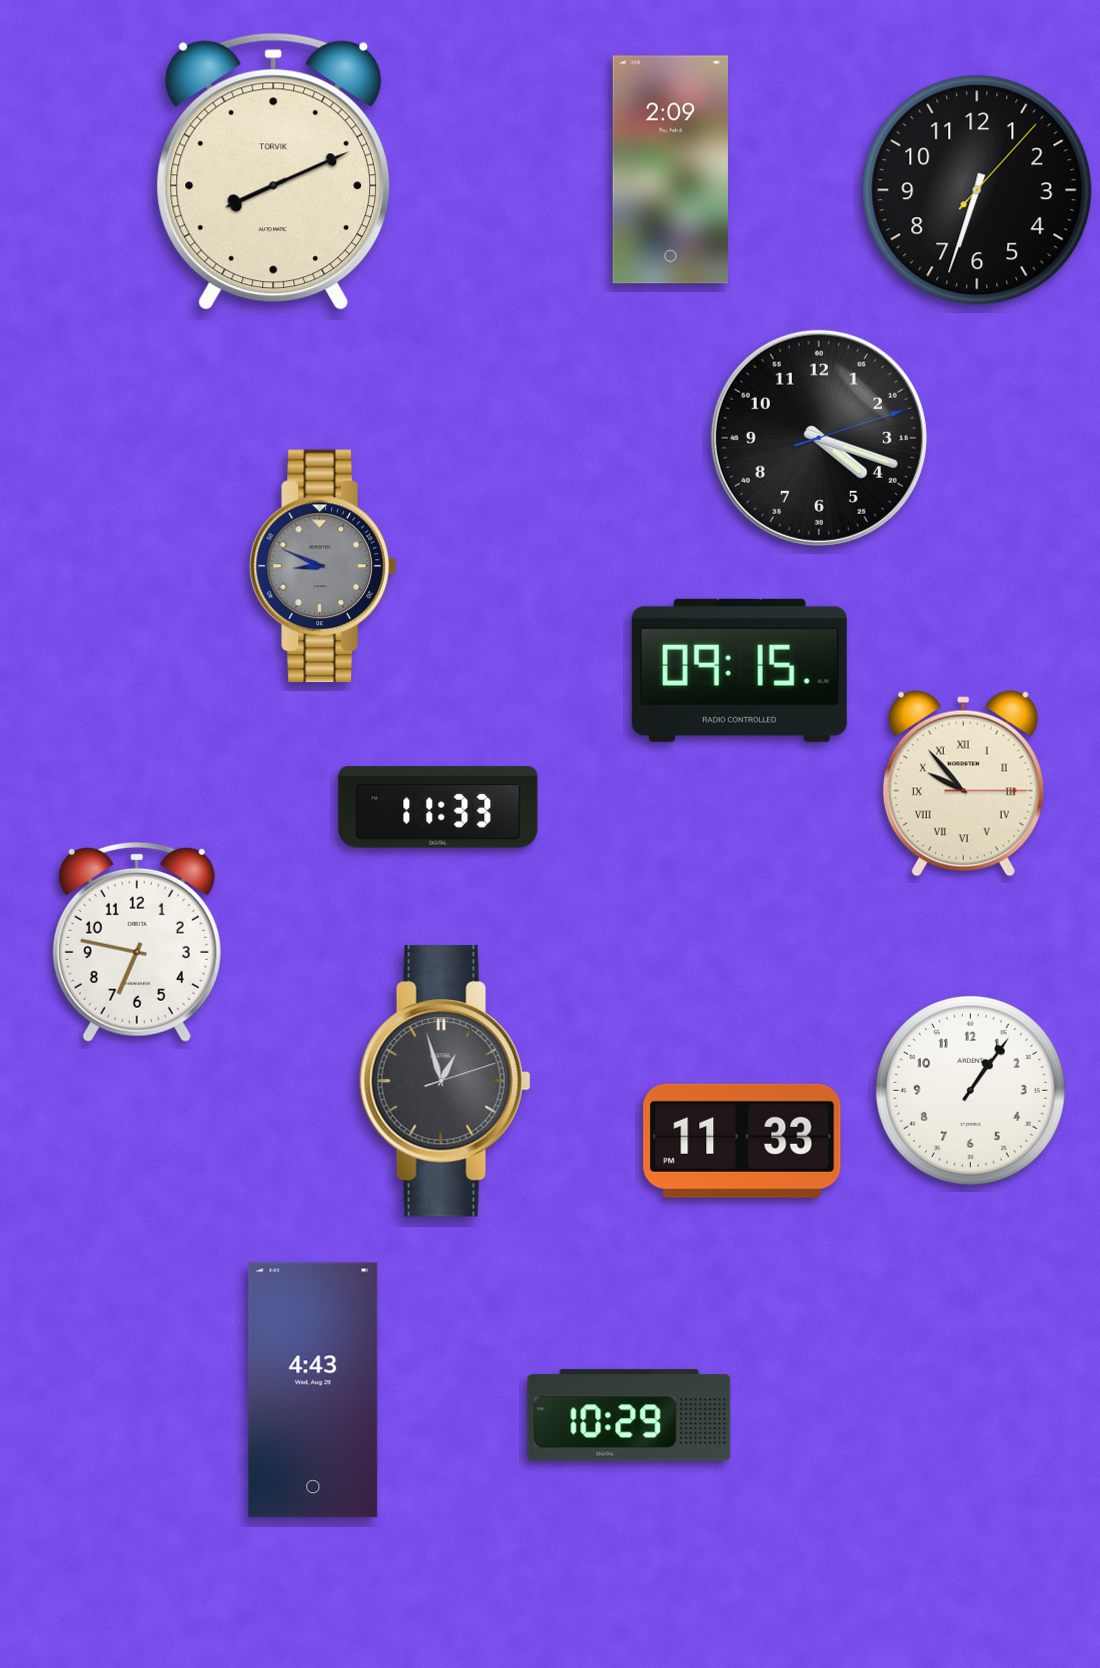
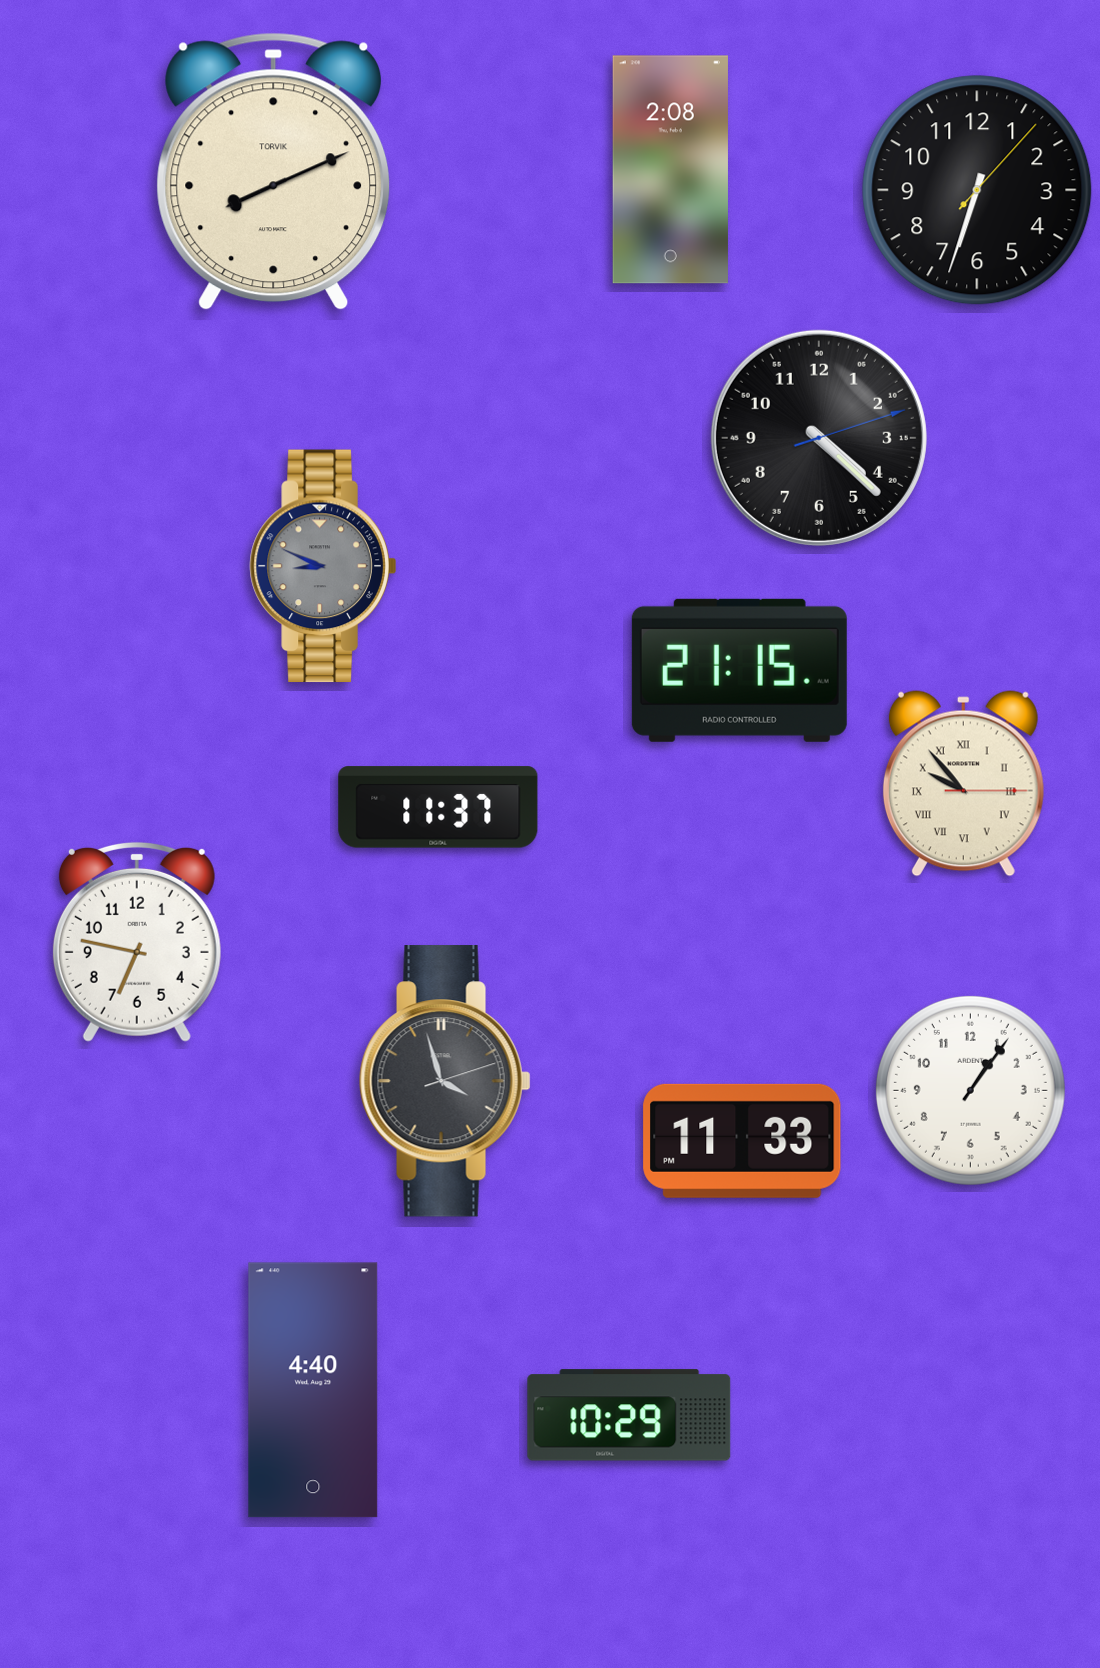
clock at (670, 170): 2:09 -> 2:08
clock at (819, 438): 4:18 -> 4:22
clock at (739, 670): 09:15 -> 21:15
clock at (438, 807): 11:33 -> 11:37
clock at (445, 1081): 12:57 -> 3:57
clock at (313, 1390): 4:43 -> 4:40
